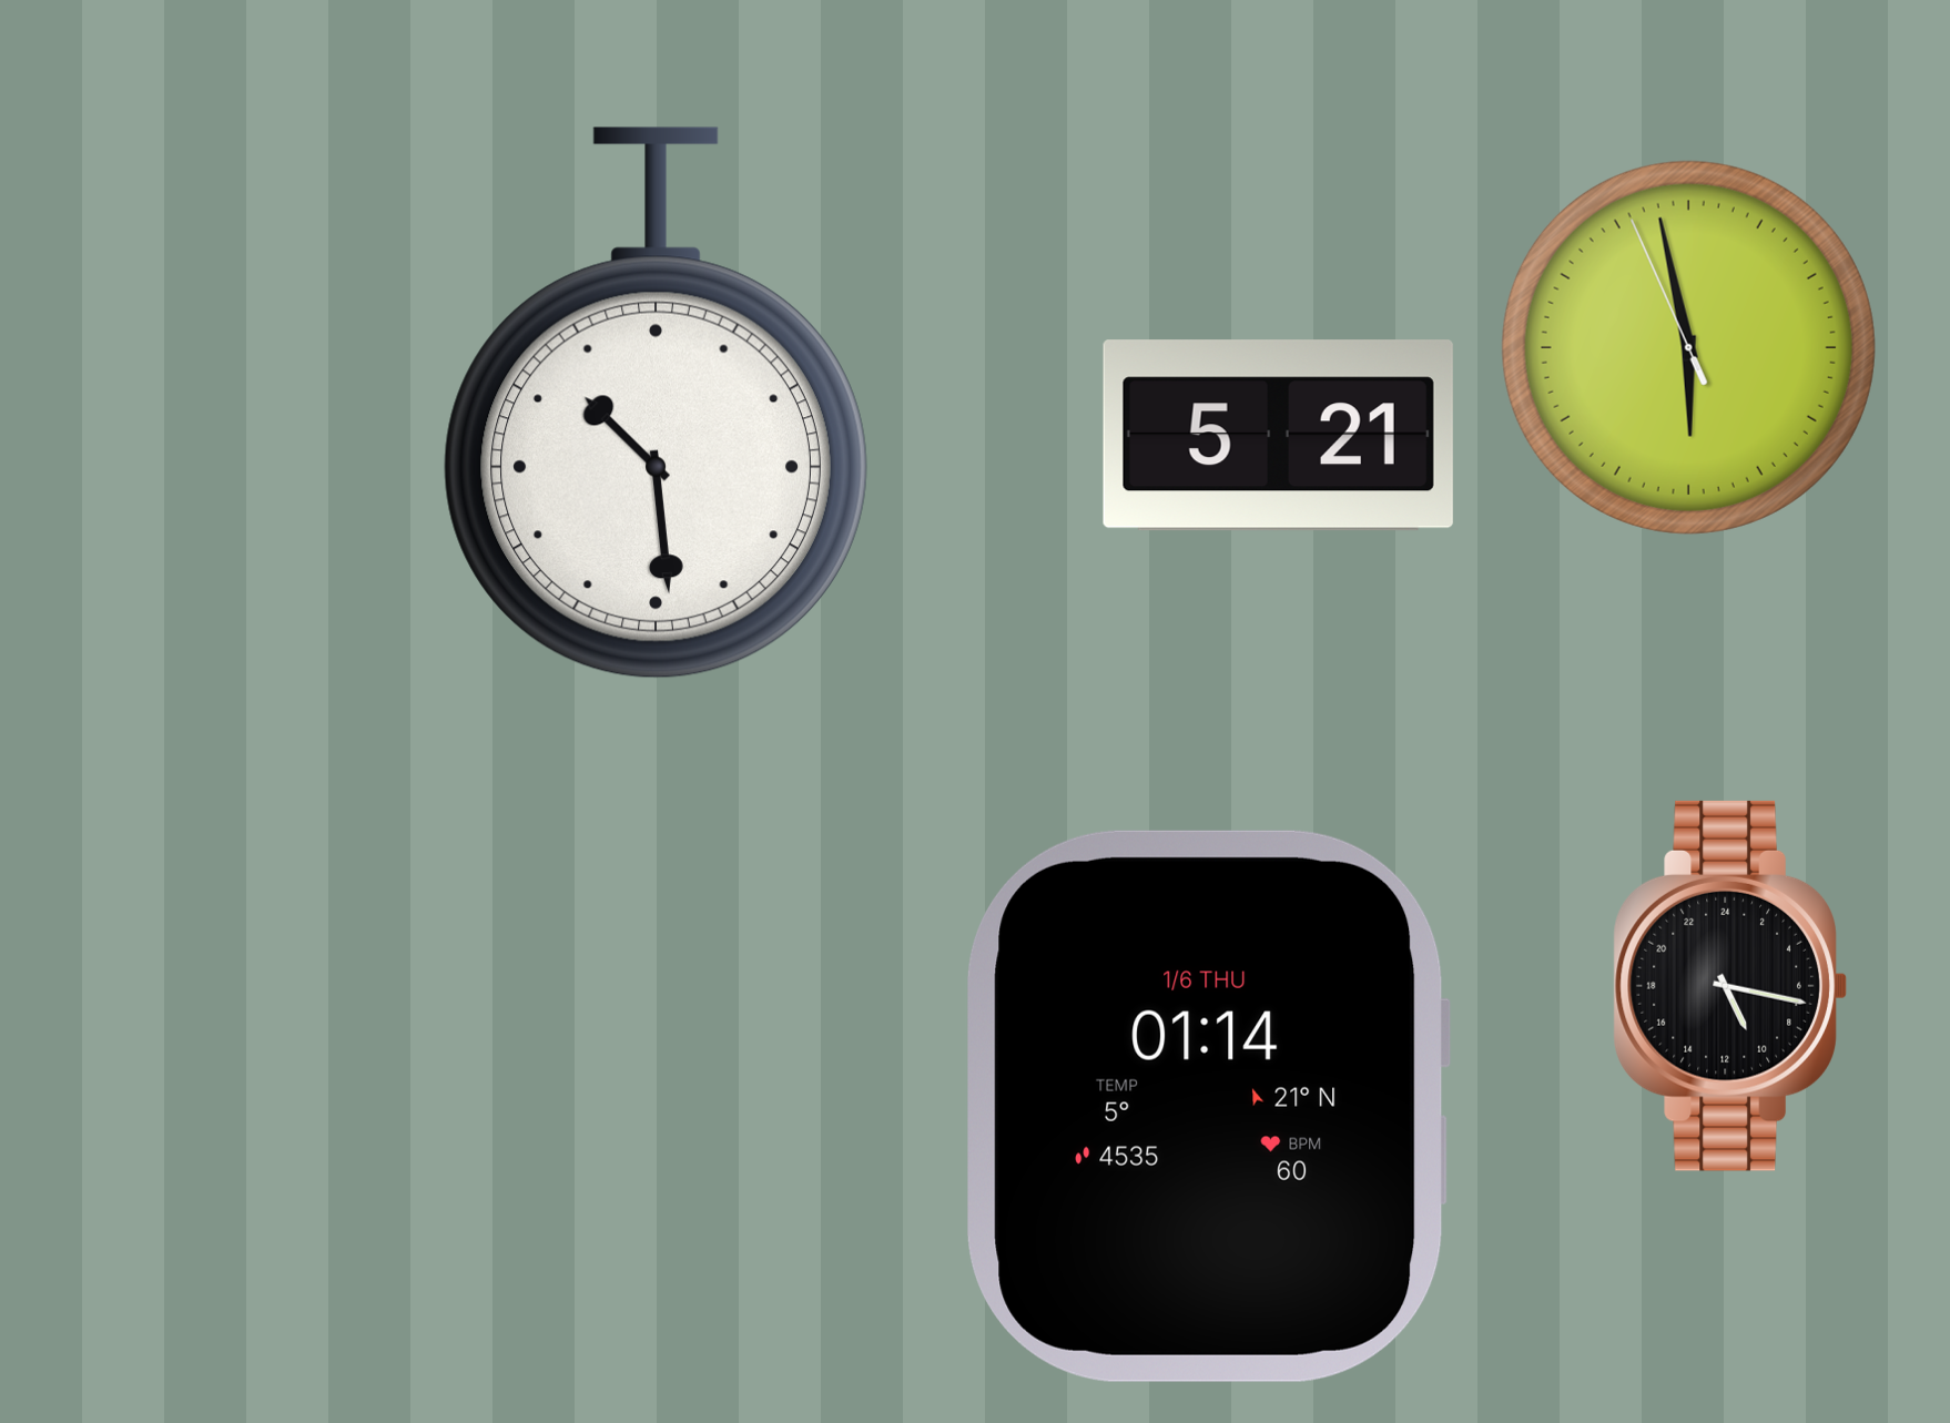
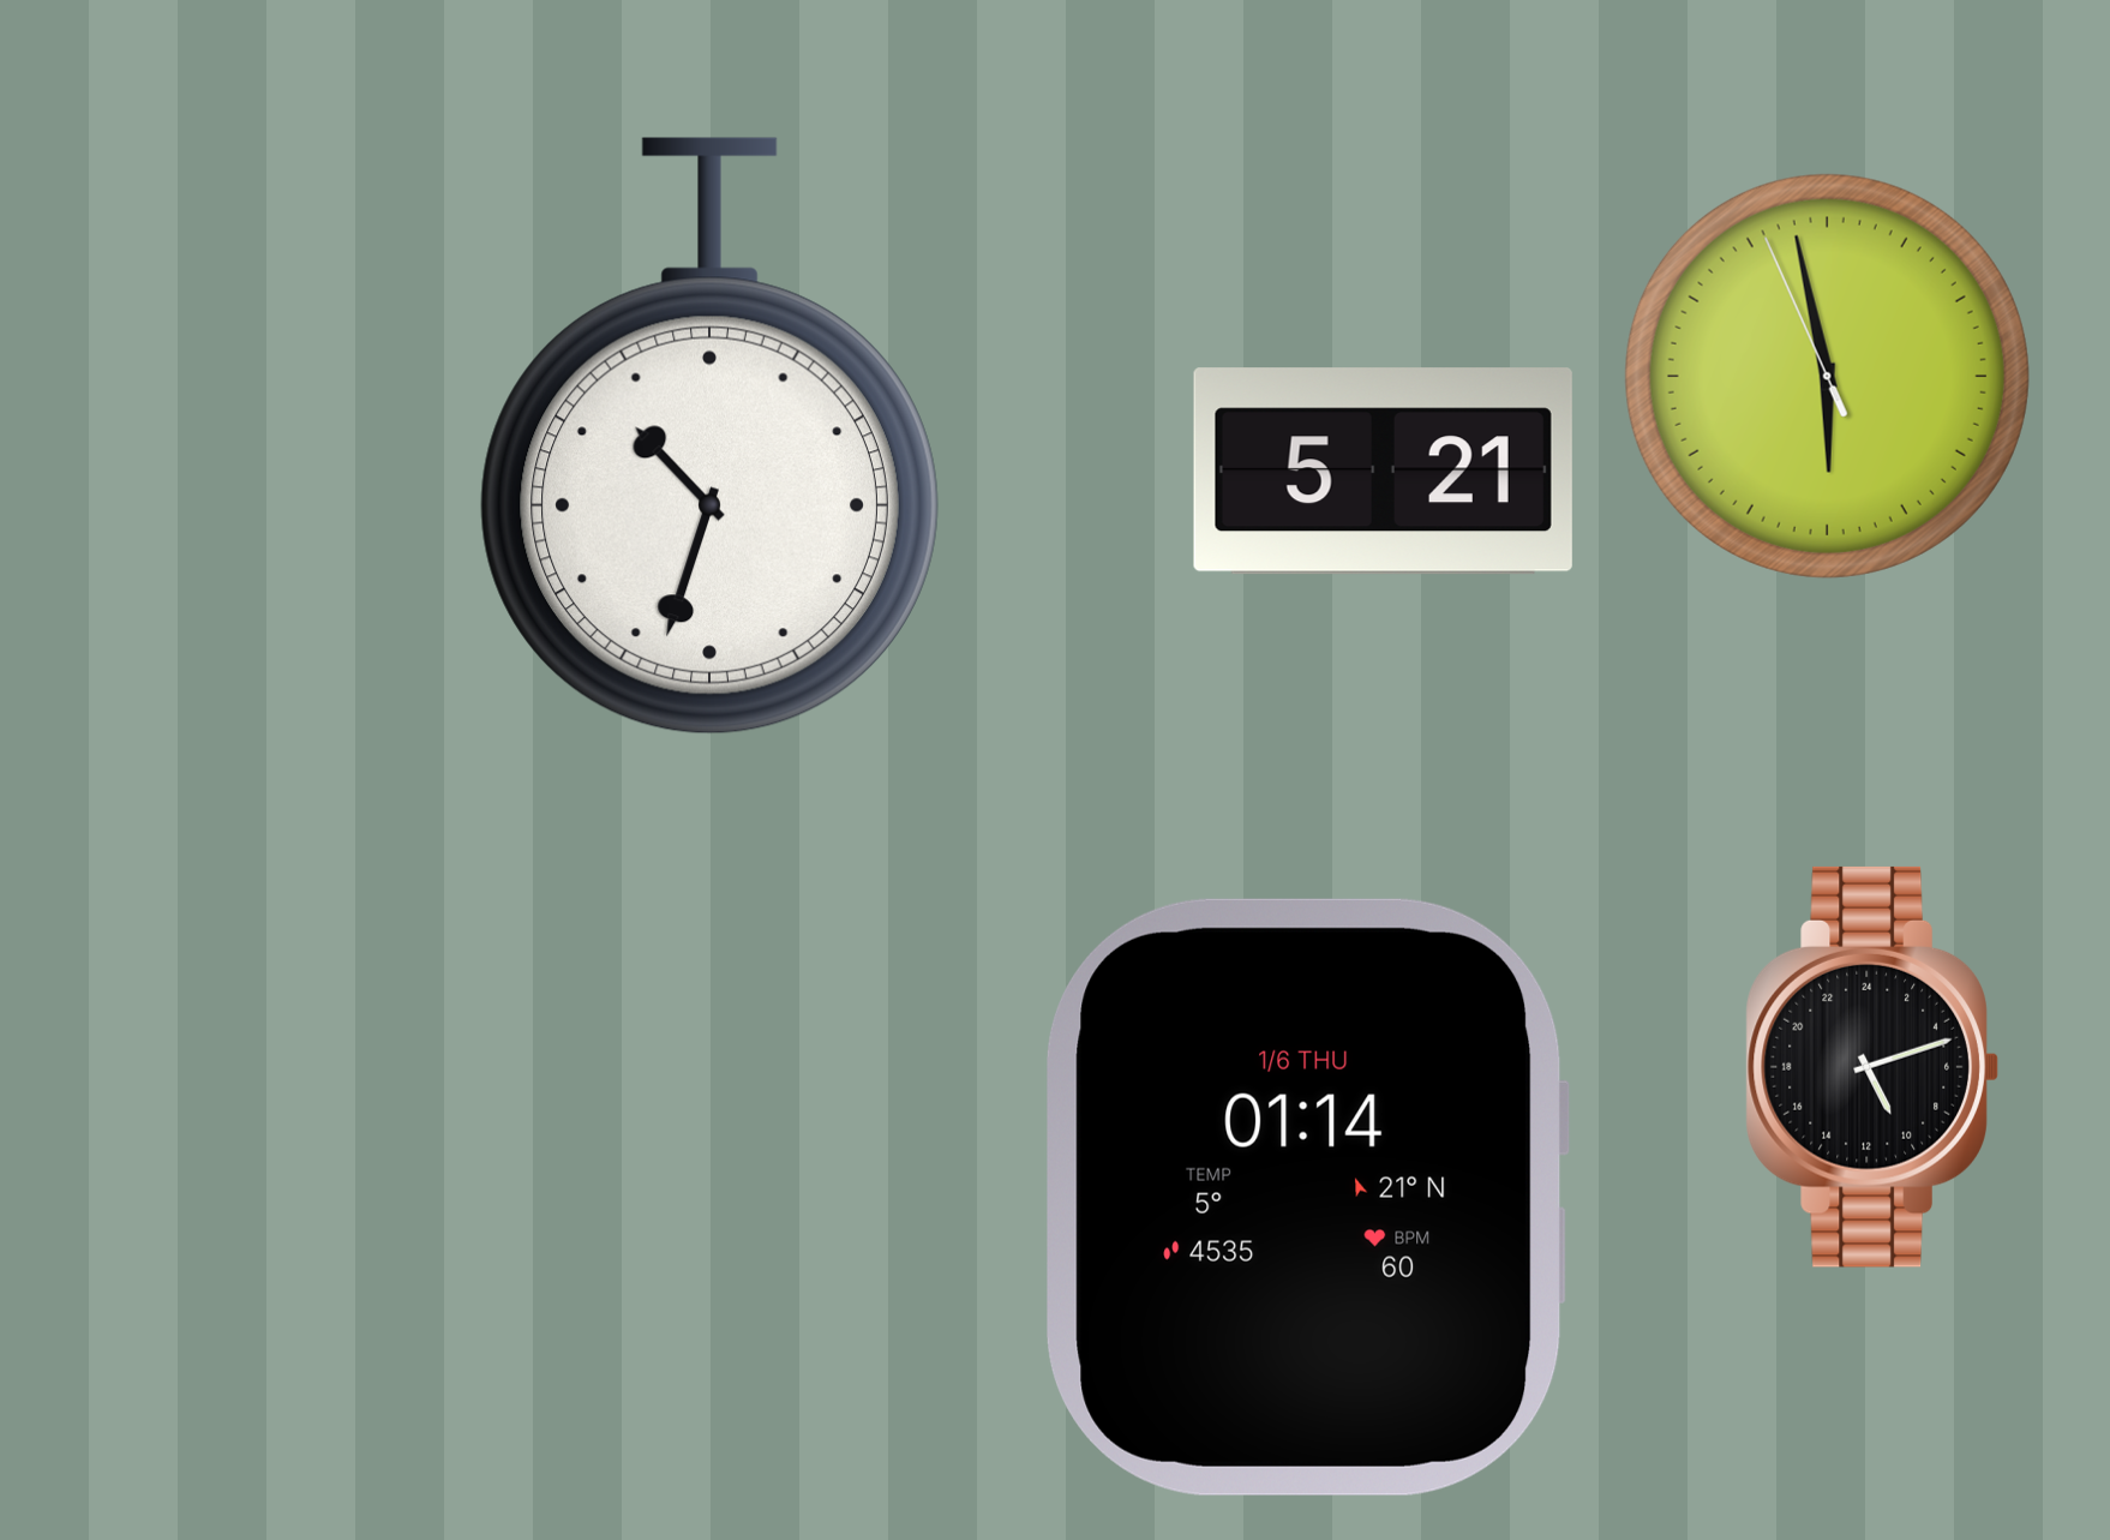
clock at (656, 403): 10:29 -> 10:33
clock at (1730, 986): 10:17 -> 10:12
